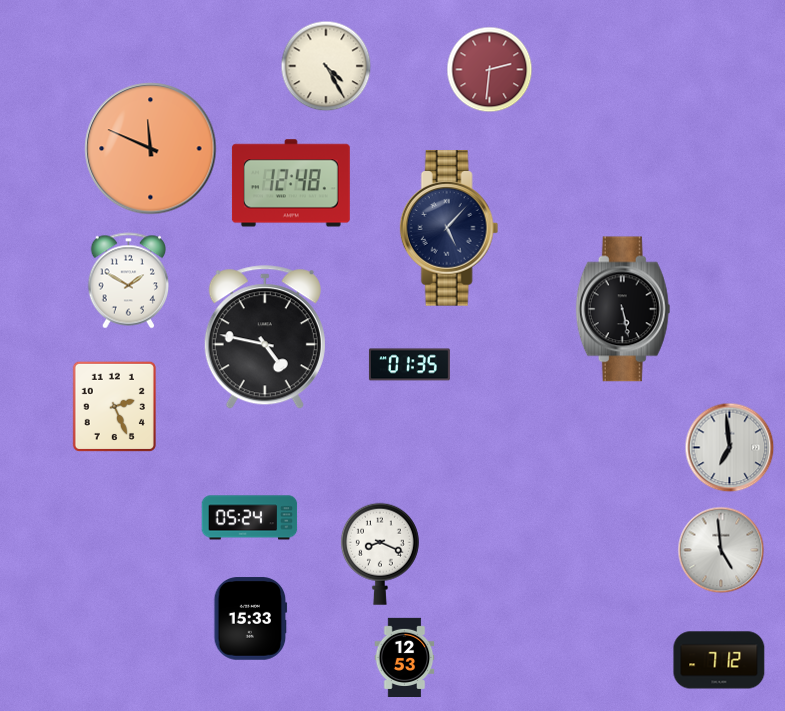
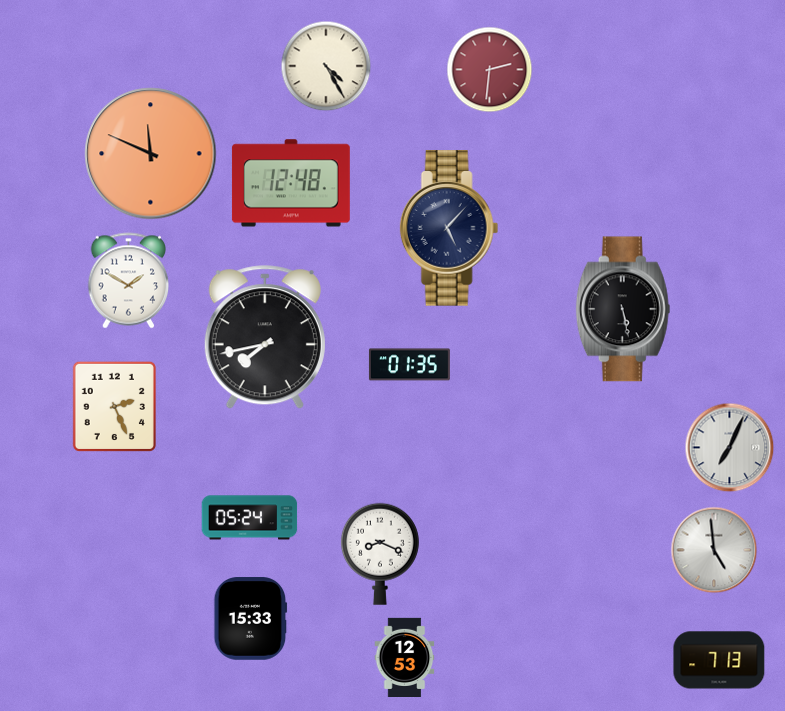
clock at (151, 149) position: (151, 149) -> (151, 154)
clock at (265, 338): 4:47 -> 7:43
clock at (730, 448): 6:59 -> 7:04
clock at (721, 550) position: (721, 550) -> (714, 550)
clock at (719, 660): 7:12 -> 7:13
